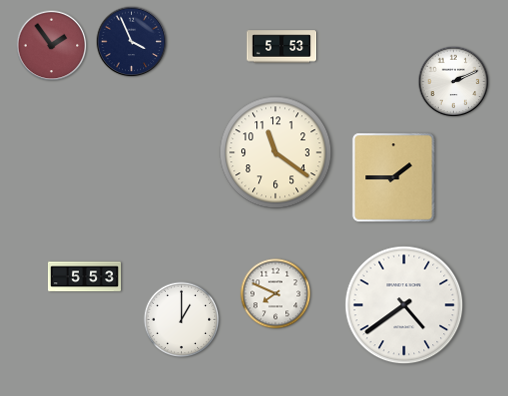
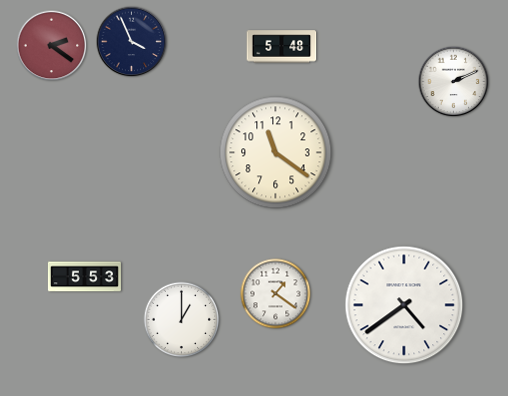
clock at (52, 46): 1:54 -> 2:21
clock at (282, 47): 5:53 -> 5:48
clock at (394, 178): 1:45 -> none
clock at (276, 294): 7:49 -> 1:21
